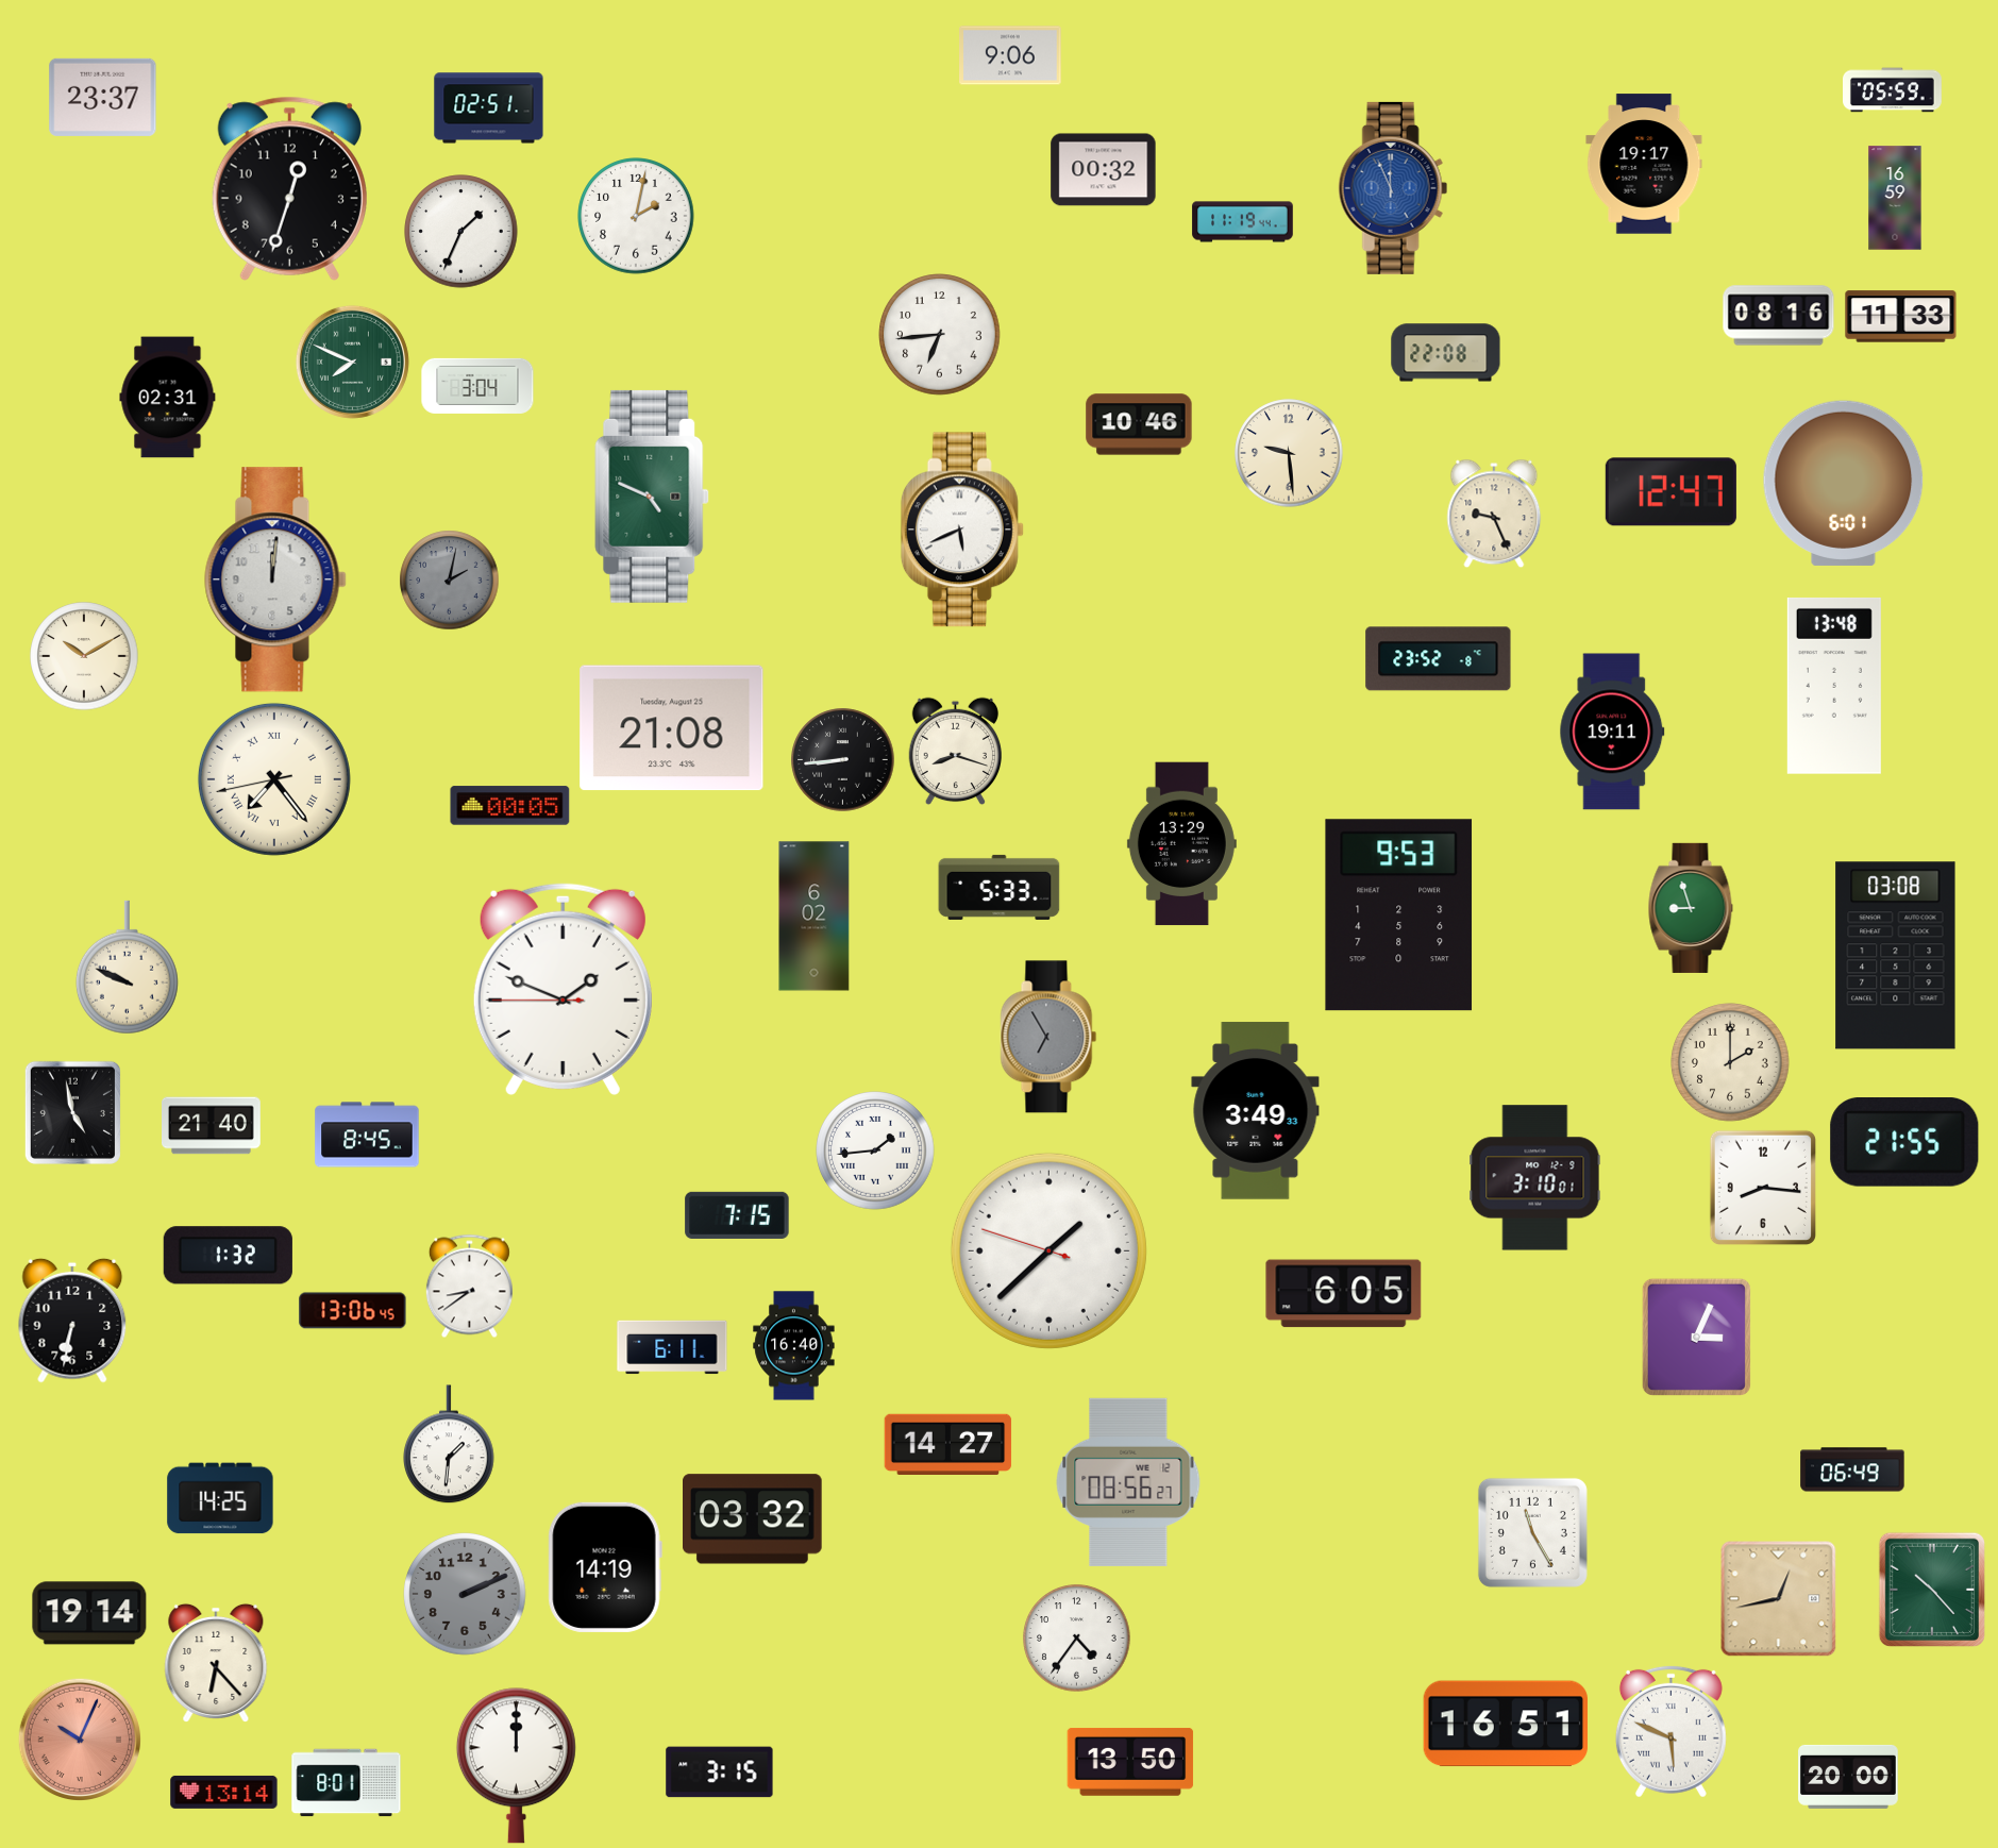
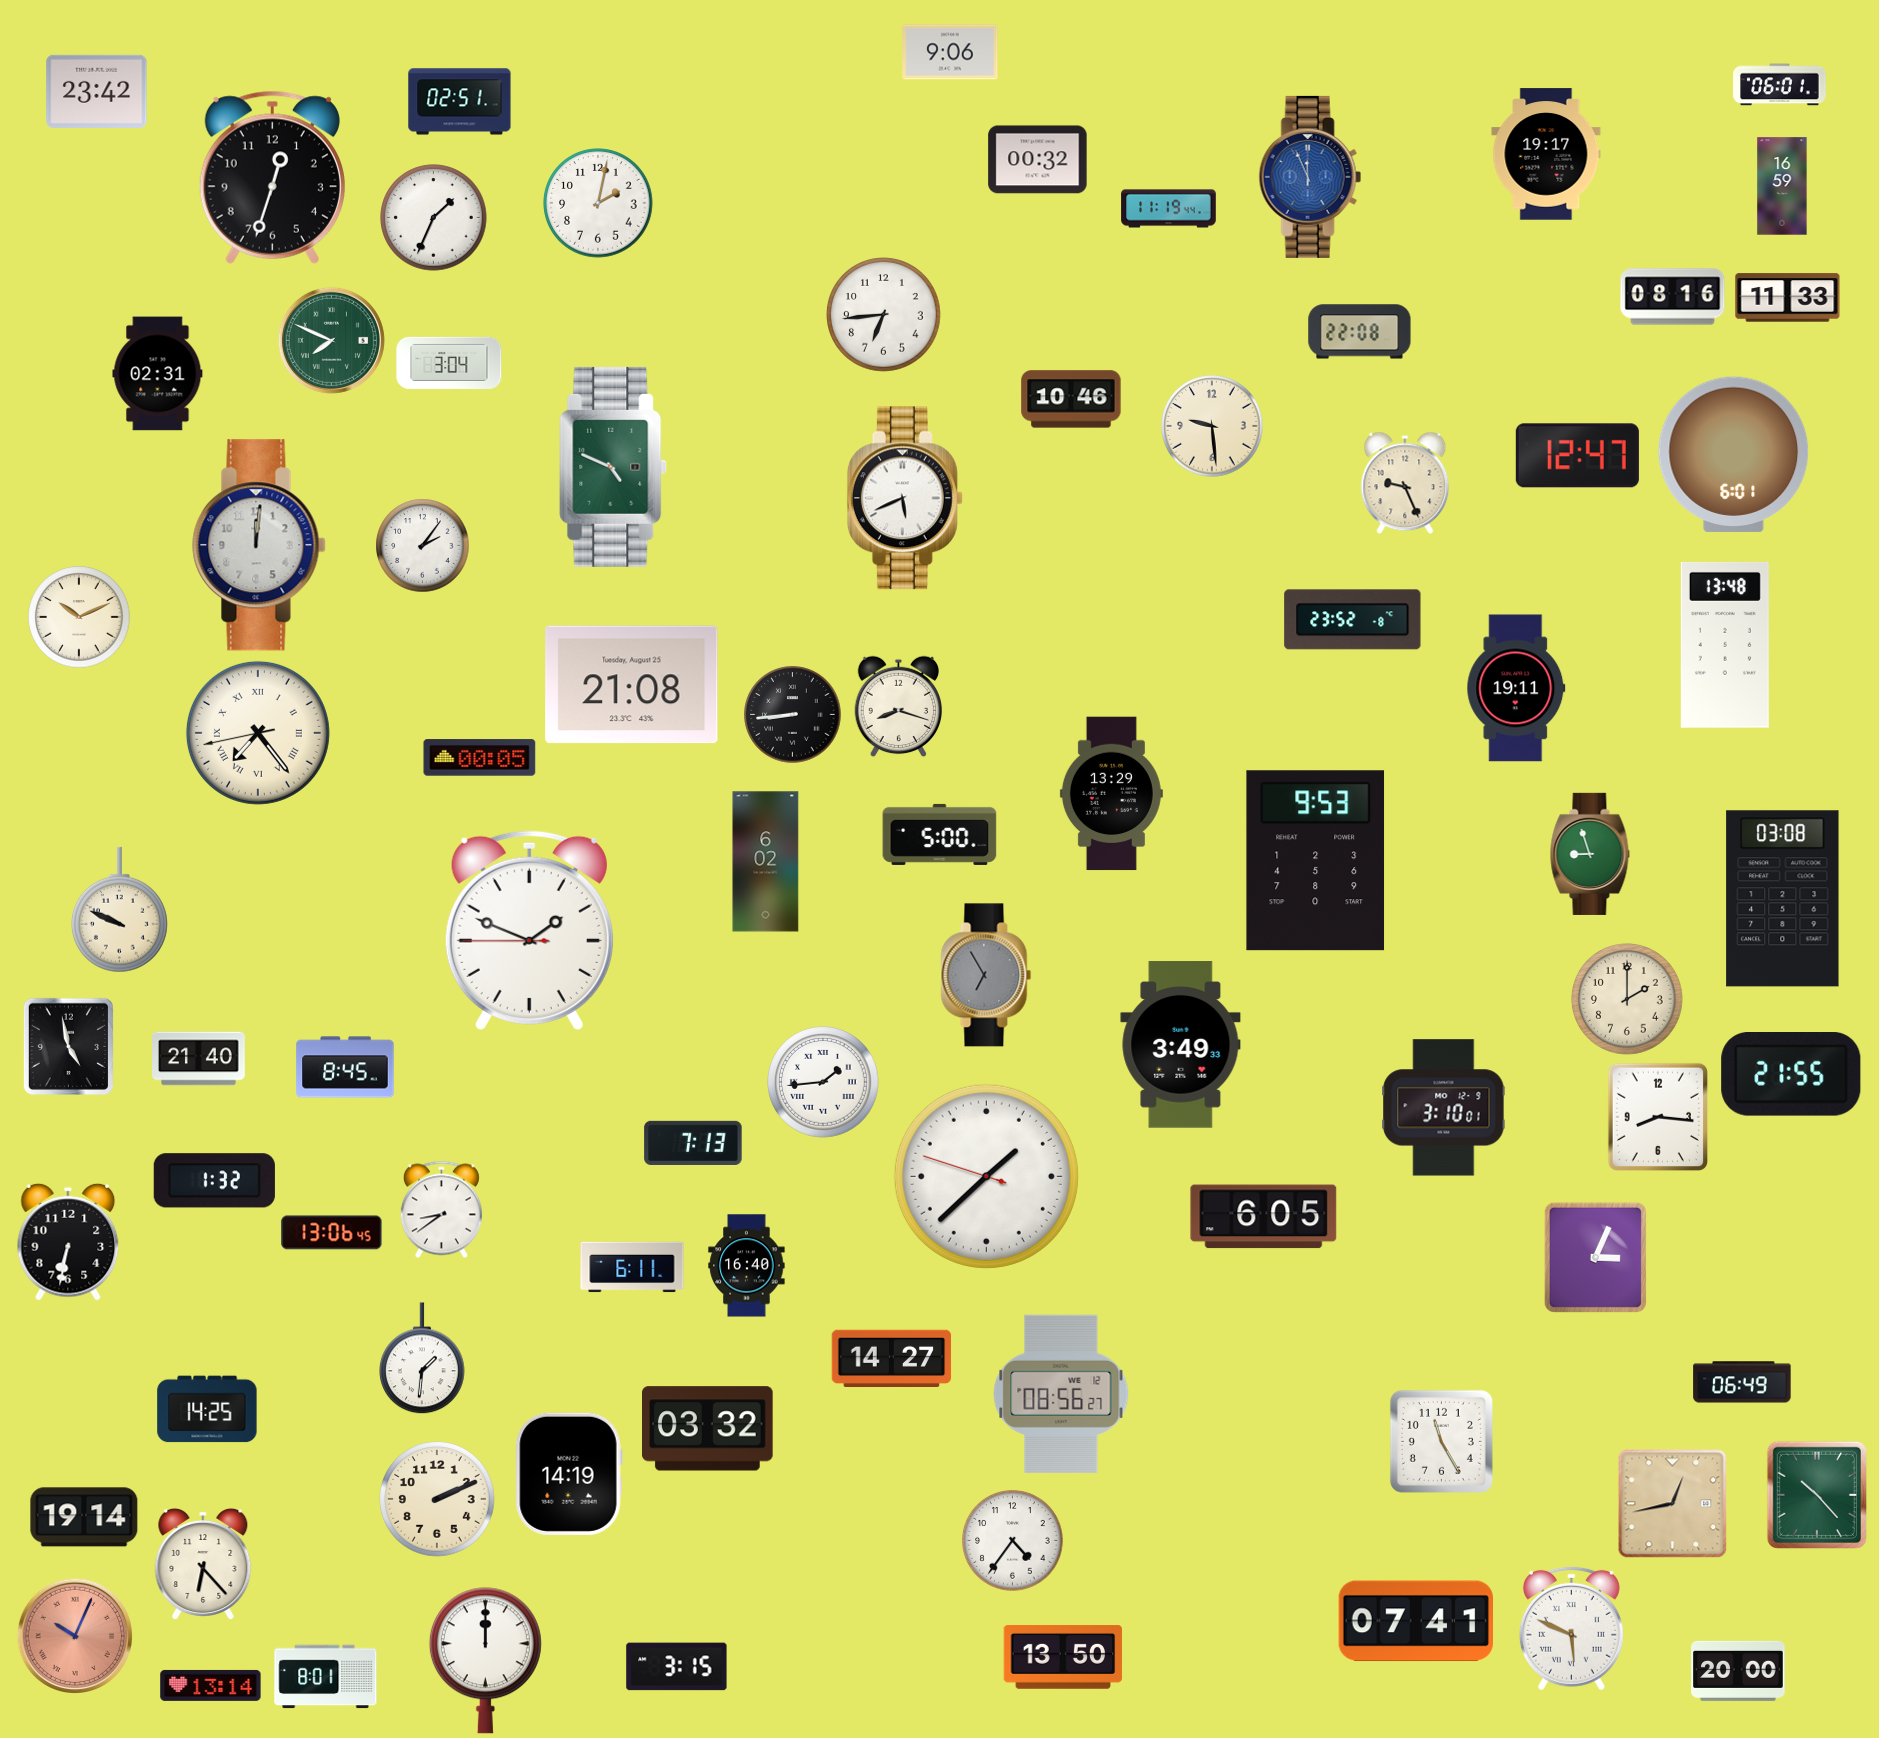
clock at (1893, 90): 05:59 -> 06:01
clock at (103, 97): 23:37 -> 23:42
clock at (1670, 492) position: (1670, 492) -> (1577, 456)
clock at (450, 581): 2:02 -> 2:06
clock at (450, 581) dial: grey -> white
clock at (84, 656): 10:10 -> 10:11
clock at (1000, 887): 5:33 -> 5:00
clock at (737, 1215): 7:15 -> 7:13
clock at (465, 1594) dial: grey -> cream
clock at (1505, 1724): 16:51 -> 07:41
